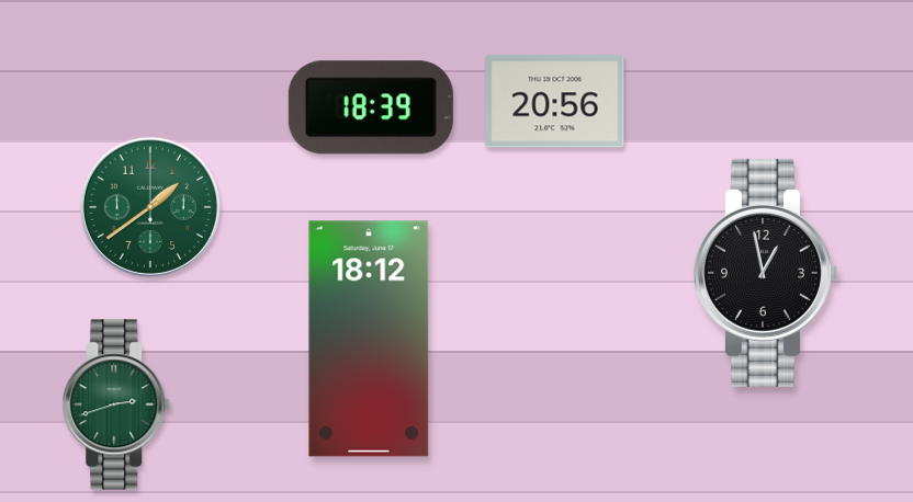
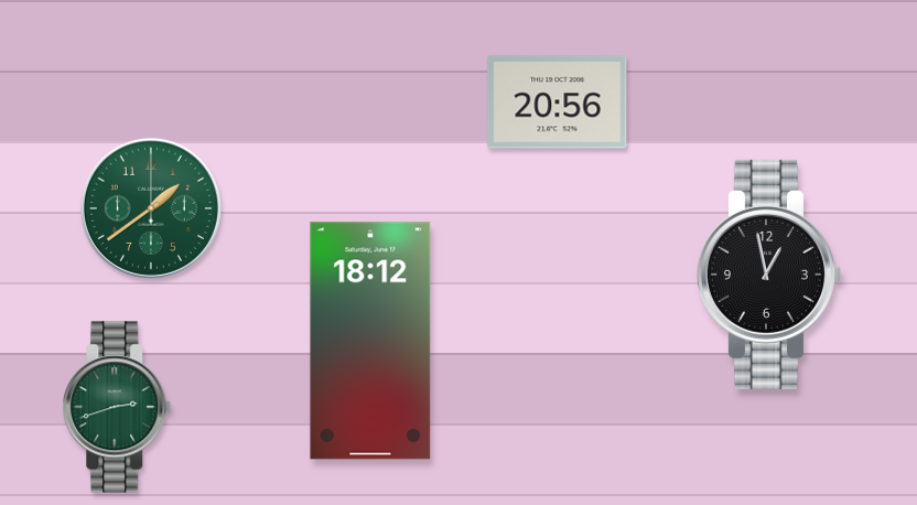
clock at (371, 107): 18:39 -> none
